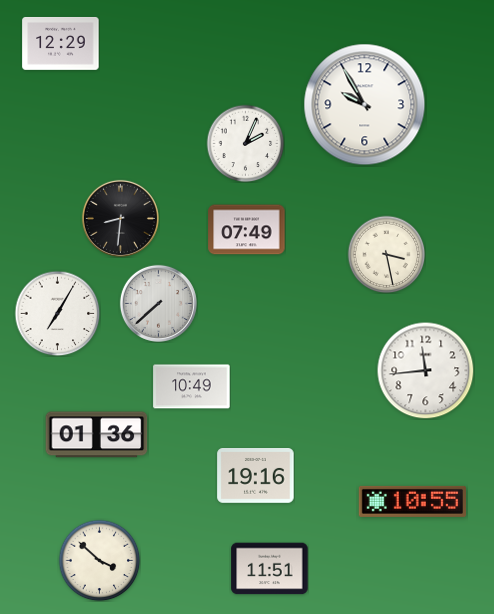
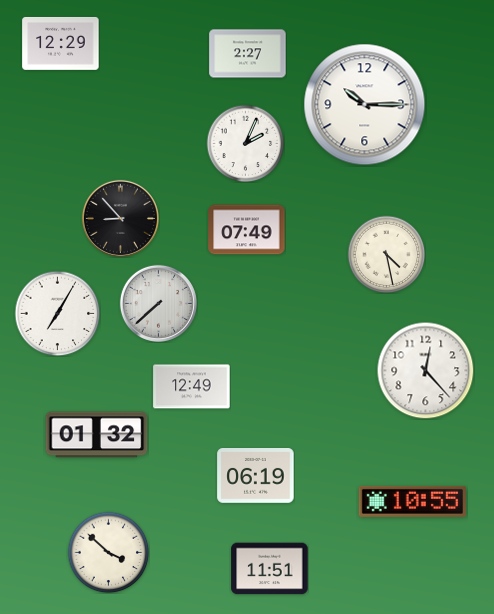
clock at (248, 54): none -> 2:27
clock at (365, 105): 9:55 -> 10:15
clock at (120, 218): 8:31 -> 8:53
clock at (386, 254): 3:28 -> 4:28
clock at (425, 370): 11:44 -> 12:23
clock at (192, 387): 10:49 -> 12:49
clock at (97, 435): 01:36 -> 01:32
clock at (256, 476): 19:16 -> 06:19
clock at (99, 560) position: (99, 560) -> (108, 552)
